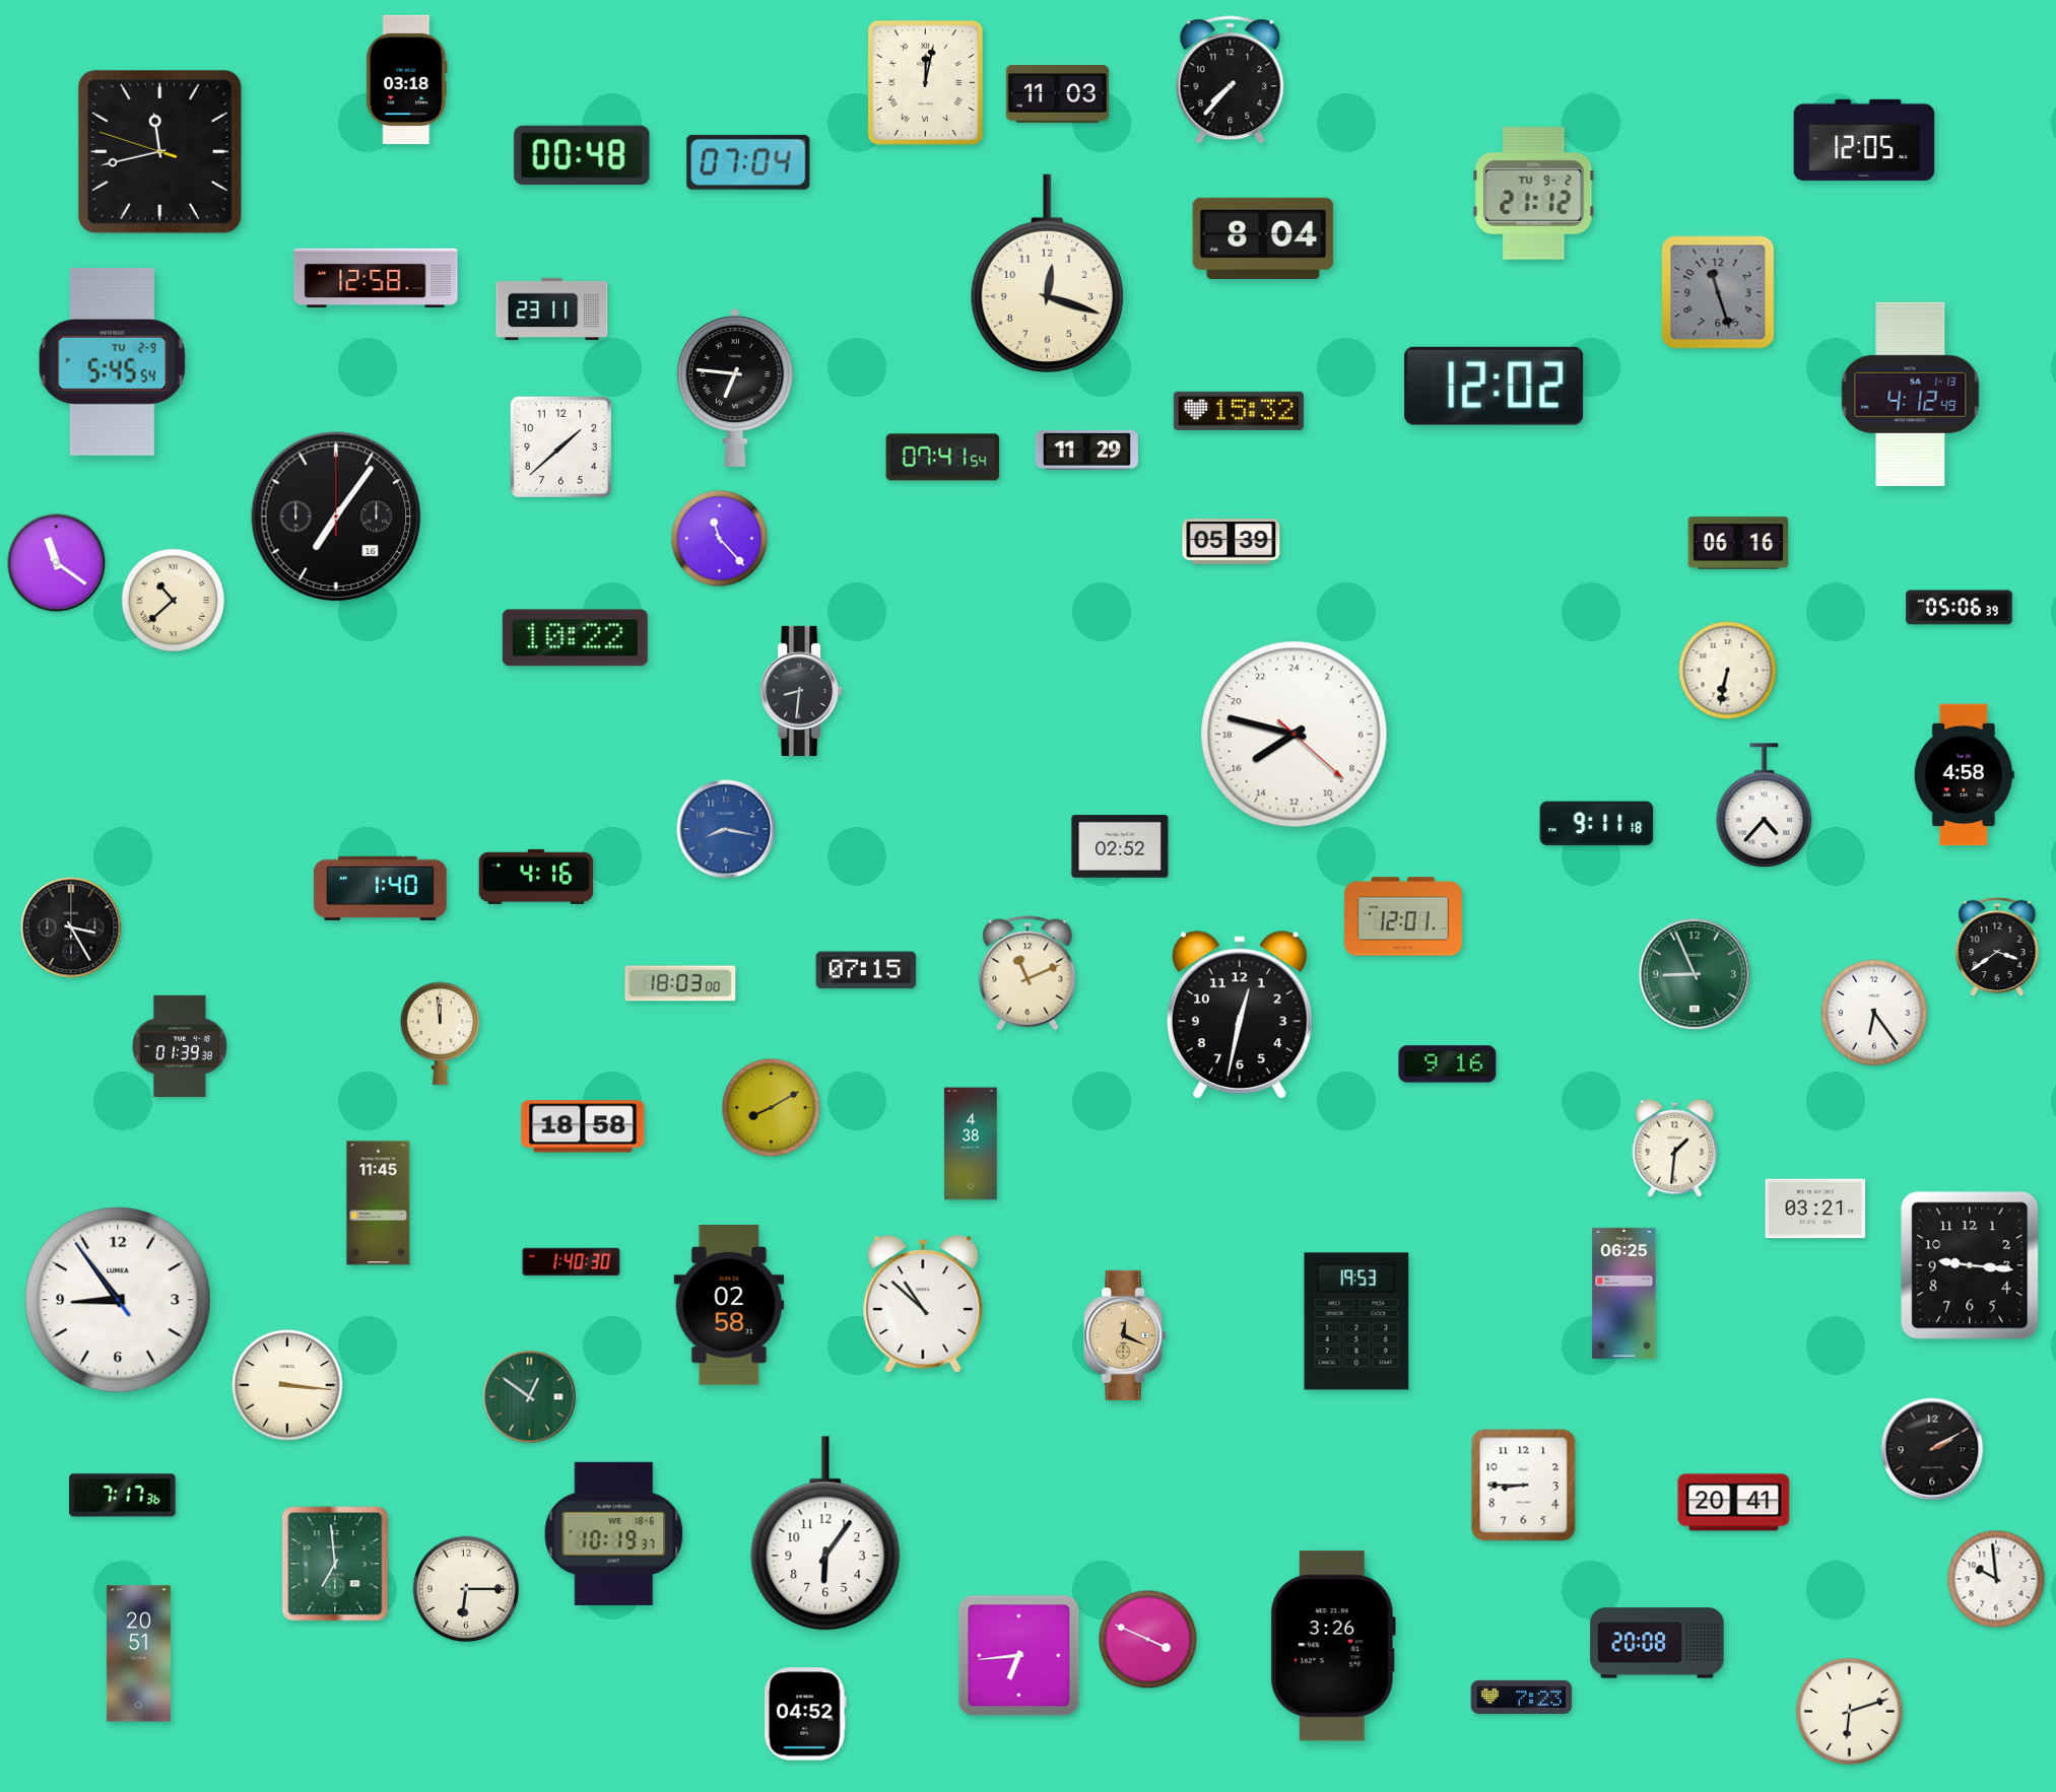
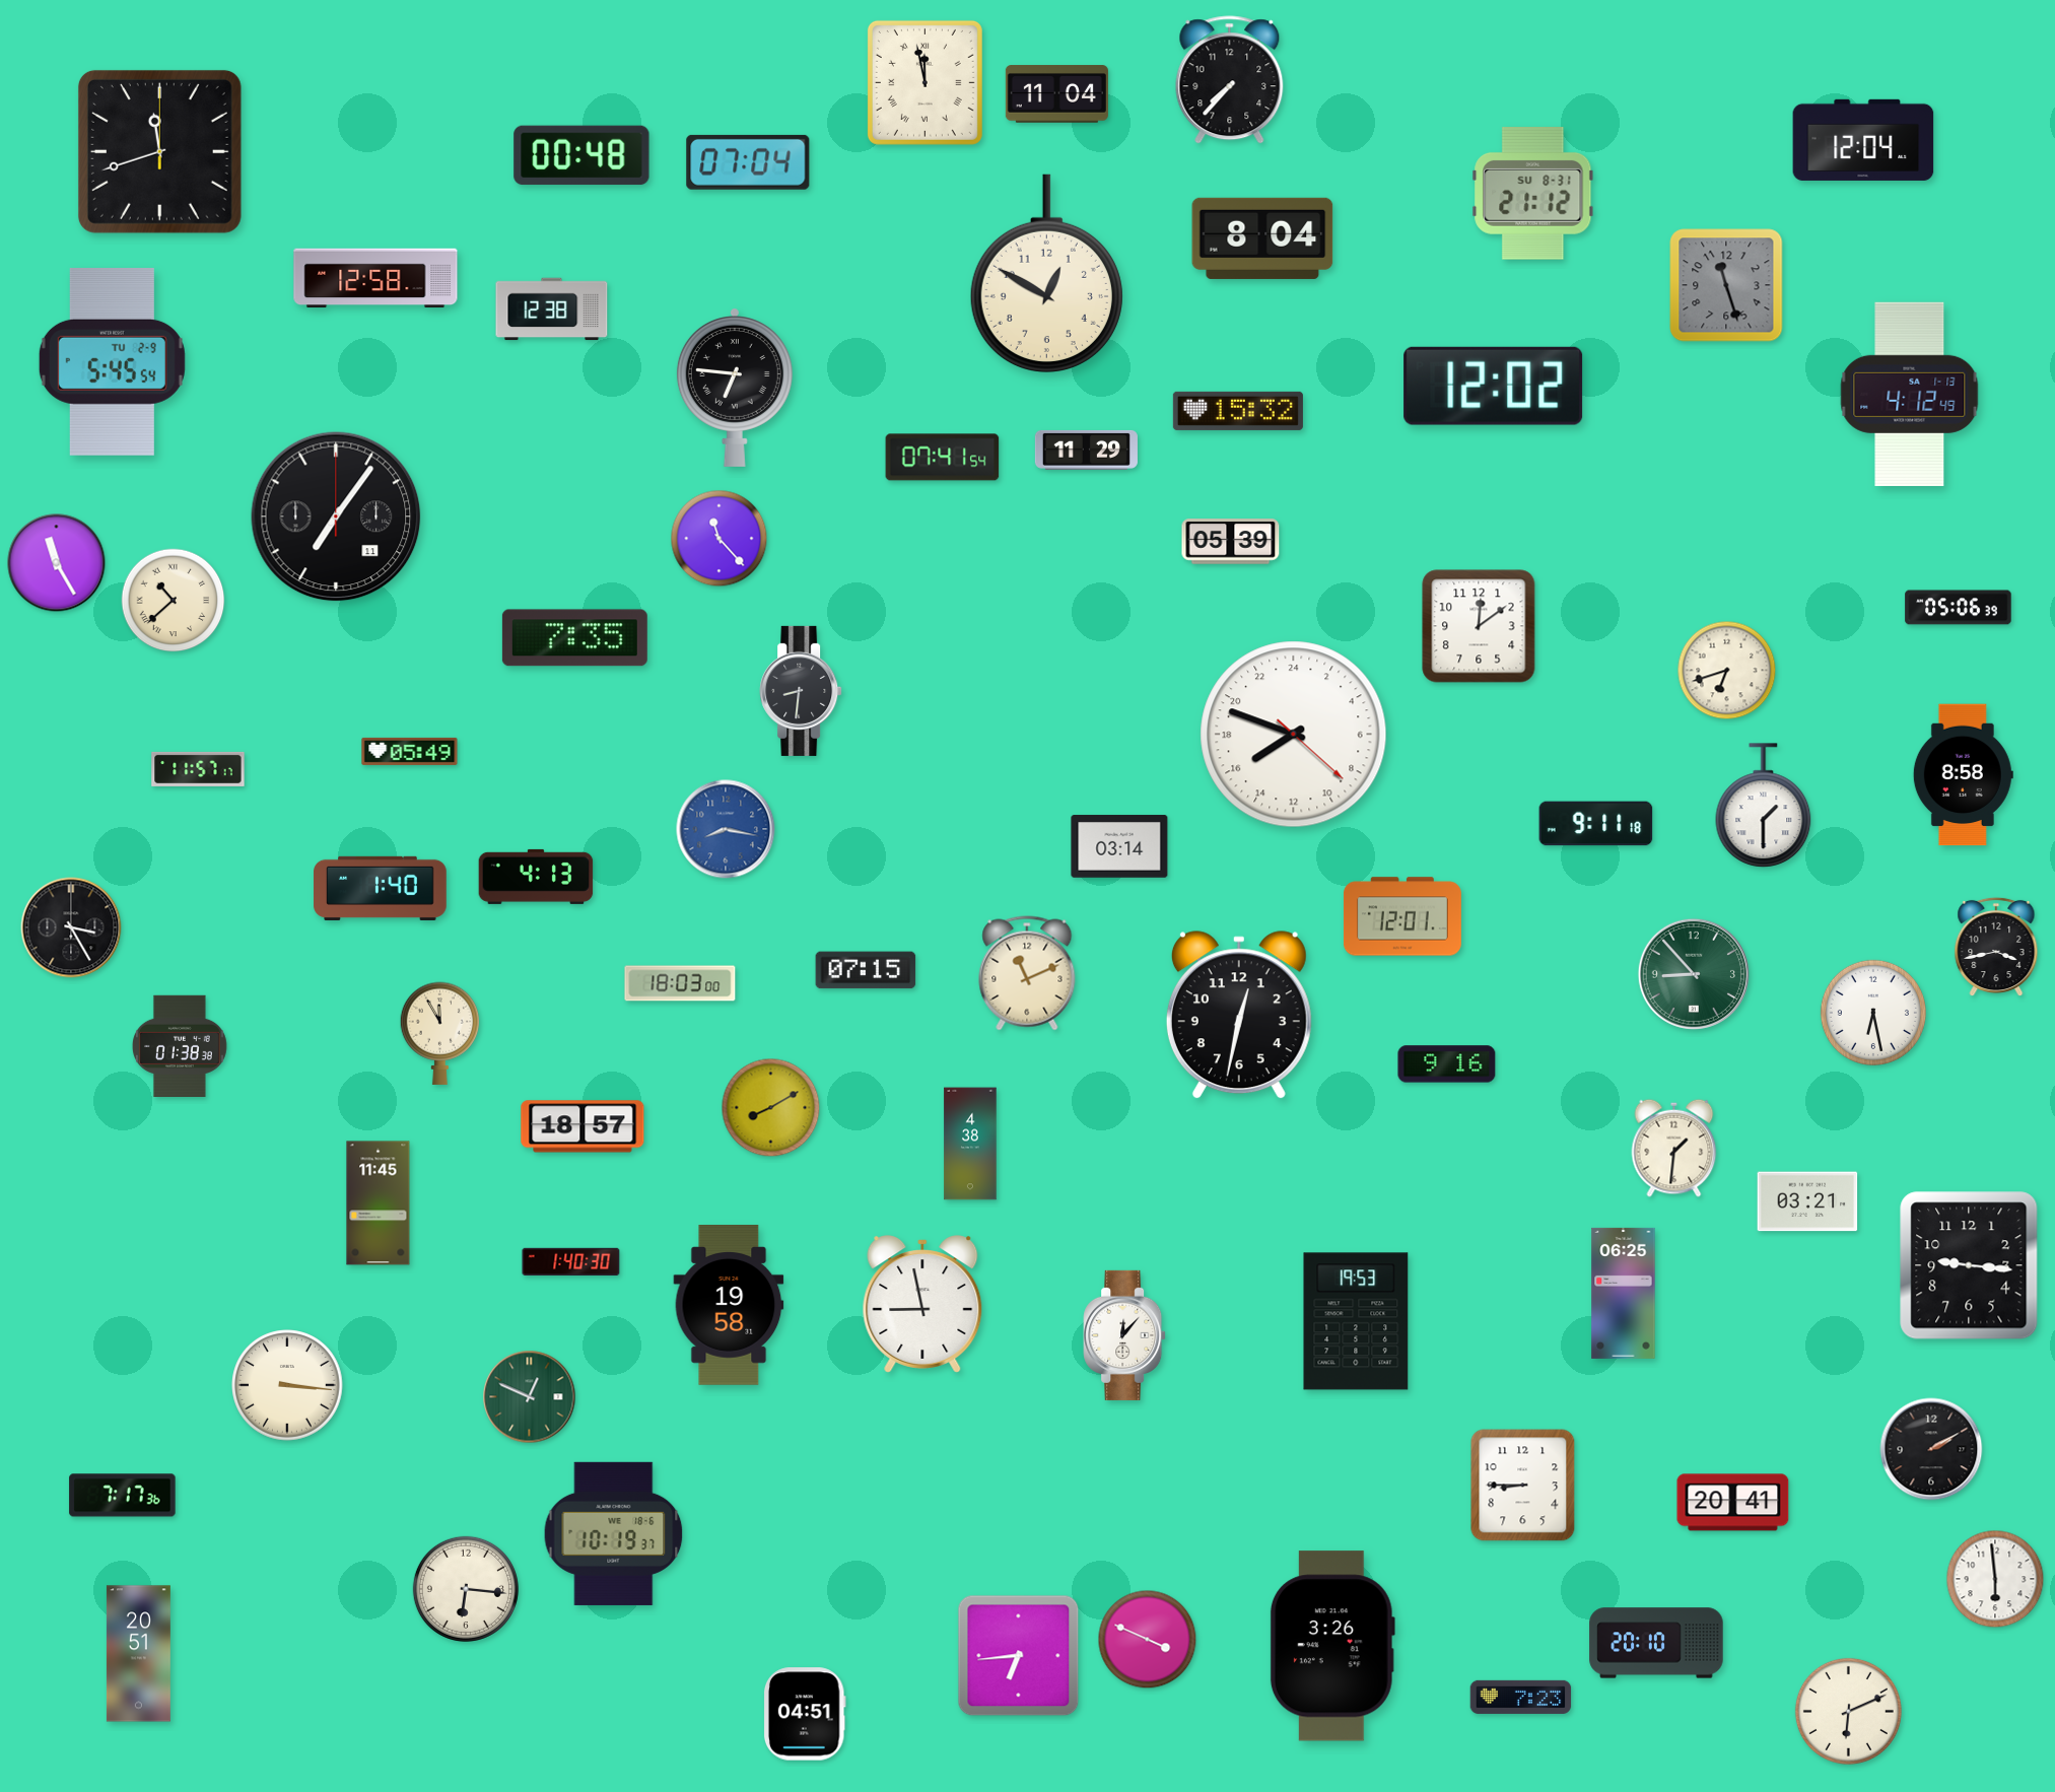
clock at (407, 79): 03:18 -> none
clock at (925, 82): 12:02 -> 11:58
clock at (1057, 94): 11:03 -> 11:04
clock at (1864, 140): 12:05 -> 12:04
clock at (159, 151): 11:42:48 -> 11:42:00
clock at (1534, 193) date: TU 9-2 -> SU 8-31
clock at (1047, 274): 12:18 -> 12:50
clock at (1718, 292) position: (1718, 292) -> (1726, 285)
clock at (552, 309): 23:11 -> 12:38
clock at (560, 446): 1:38 -> none
clock at (336, 516) date: 16 -> 11
clock at (1738, 543): 06:16 -> none
clock at (57, 563): 11:21 -> 11:25
clock at (1479, 626): none -> 12:09
clock at (575, 638): 10:22 -> 7:35
clock at (1728, 671): 6:32 -> 6:42
clock at (1295, 735): 15:47 -> 15:48
clock at (410, 751): none -> 05:49
clock at (198, 769): none -> 11:57
clock at (1964, 775): 4:58 -> 8:58
clock at (1765, 806): 4:37 -> 1:30
clock at (1120, 846): 02:52 -> 03:14
clock at (536, 877): 4:16 -> 4:13
clock at (1997, 947): 3:39 -> 3:43
clock at (1695, 974): 8:56 -> 8:53
clock at (1874, 1013): 6:24 -> 6:28
clock at (441, 1033): 11:59 -> 11:55
clock at (180, 1045): 01:39 -> 01:38
clock at (583, 1126): 18:58 -> 18:57
clock at (1815, 1209) position: (1815, 1209) -> (1807, 1201)
clock at (118, 1300): 8:53 -> none
clock at (923, 1304): 10:52 -> 8:58
clock at (729, 1306): 02:58 -> 19:58
clock at (1125, 1335): 12:19 -> 12:07
clock at (1125, 1335) dial: champagne -> white
clock at (530, 1397): 12:51 -> 12:49
clock at (825, 1534): 6:06 -> none
clock at (335, 1564): 6:59 -> none
clock at (1996, 1579): 9:59 -> 5:59
clock at (466, 1589): 6:15 -> 6:16
clock at (1657, 1643): 20:08 -> 20:10
clock at (1849, 1711): 6:12 -> 6:11
clock at (805, 1714): 04:52 -> 04:51
